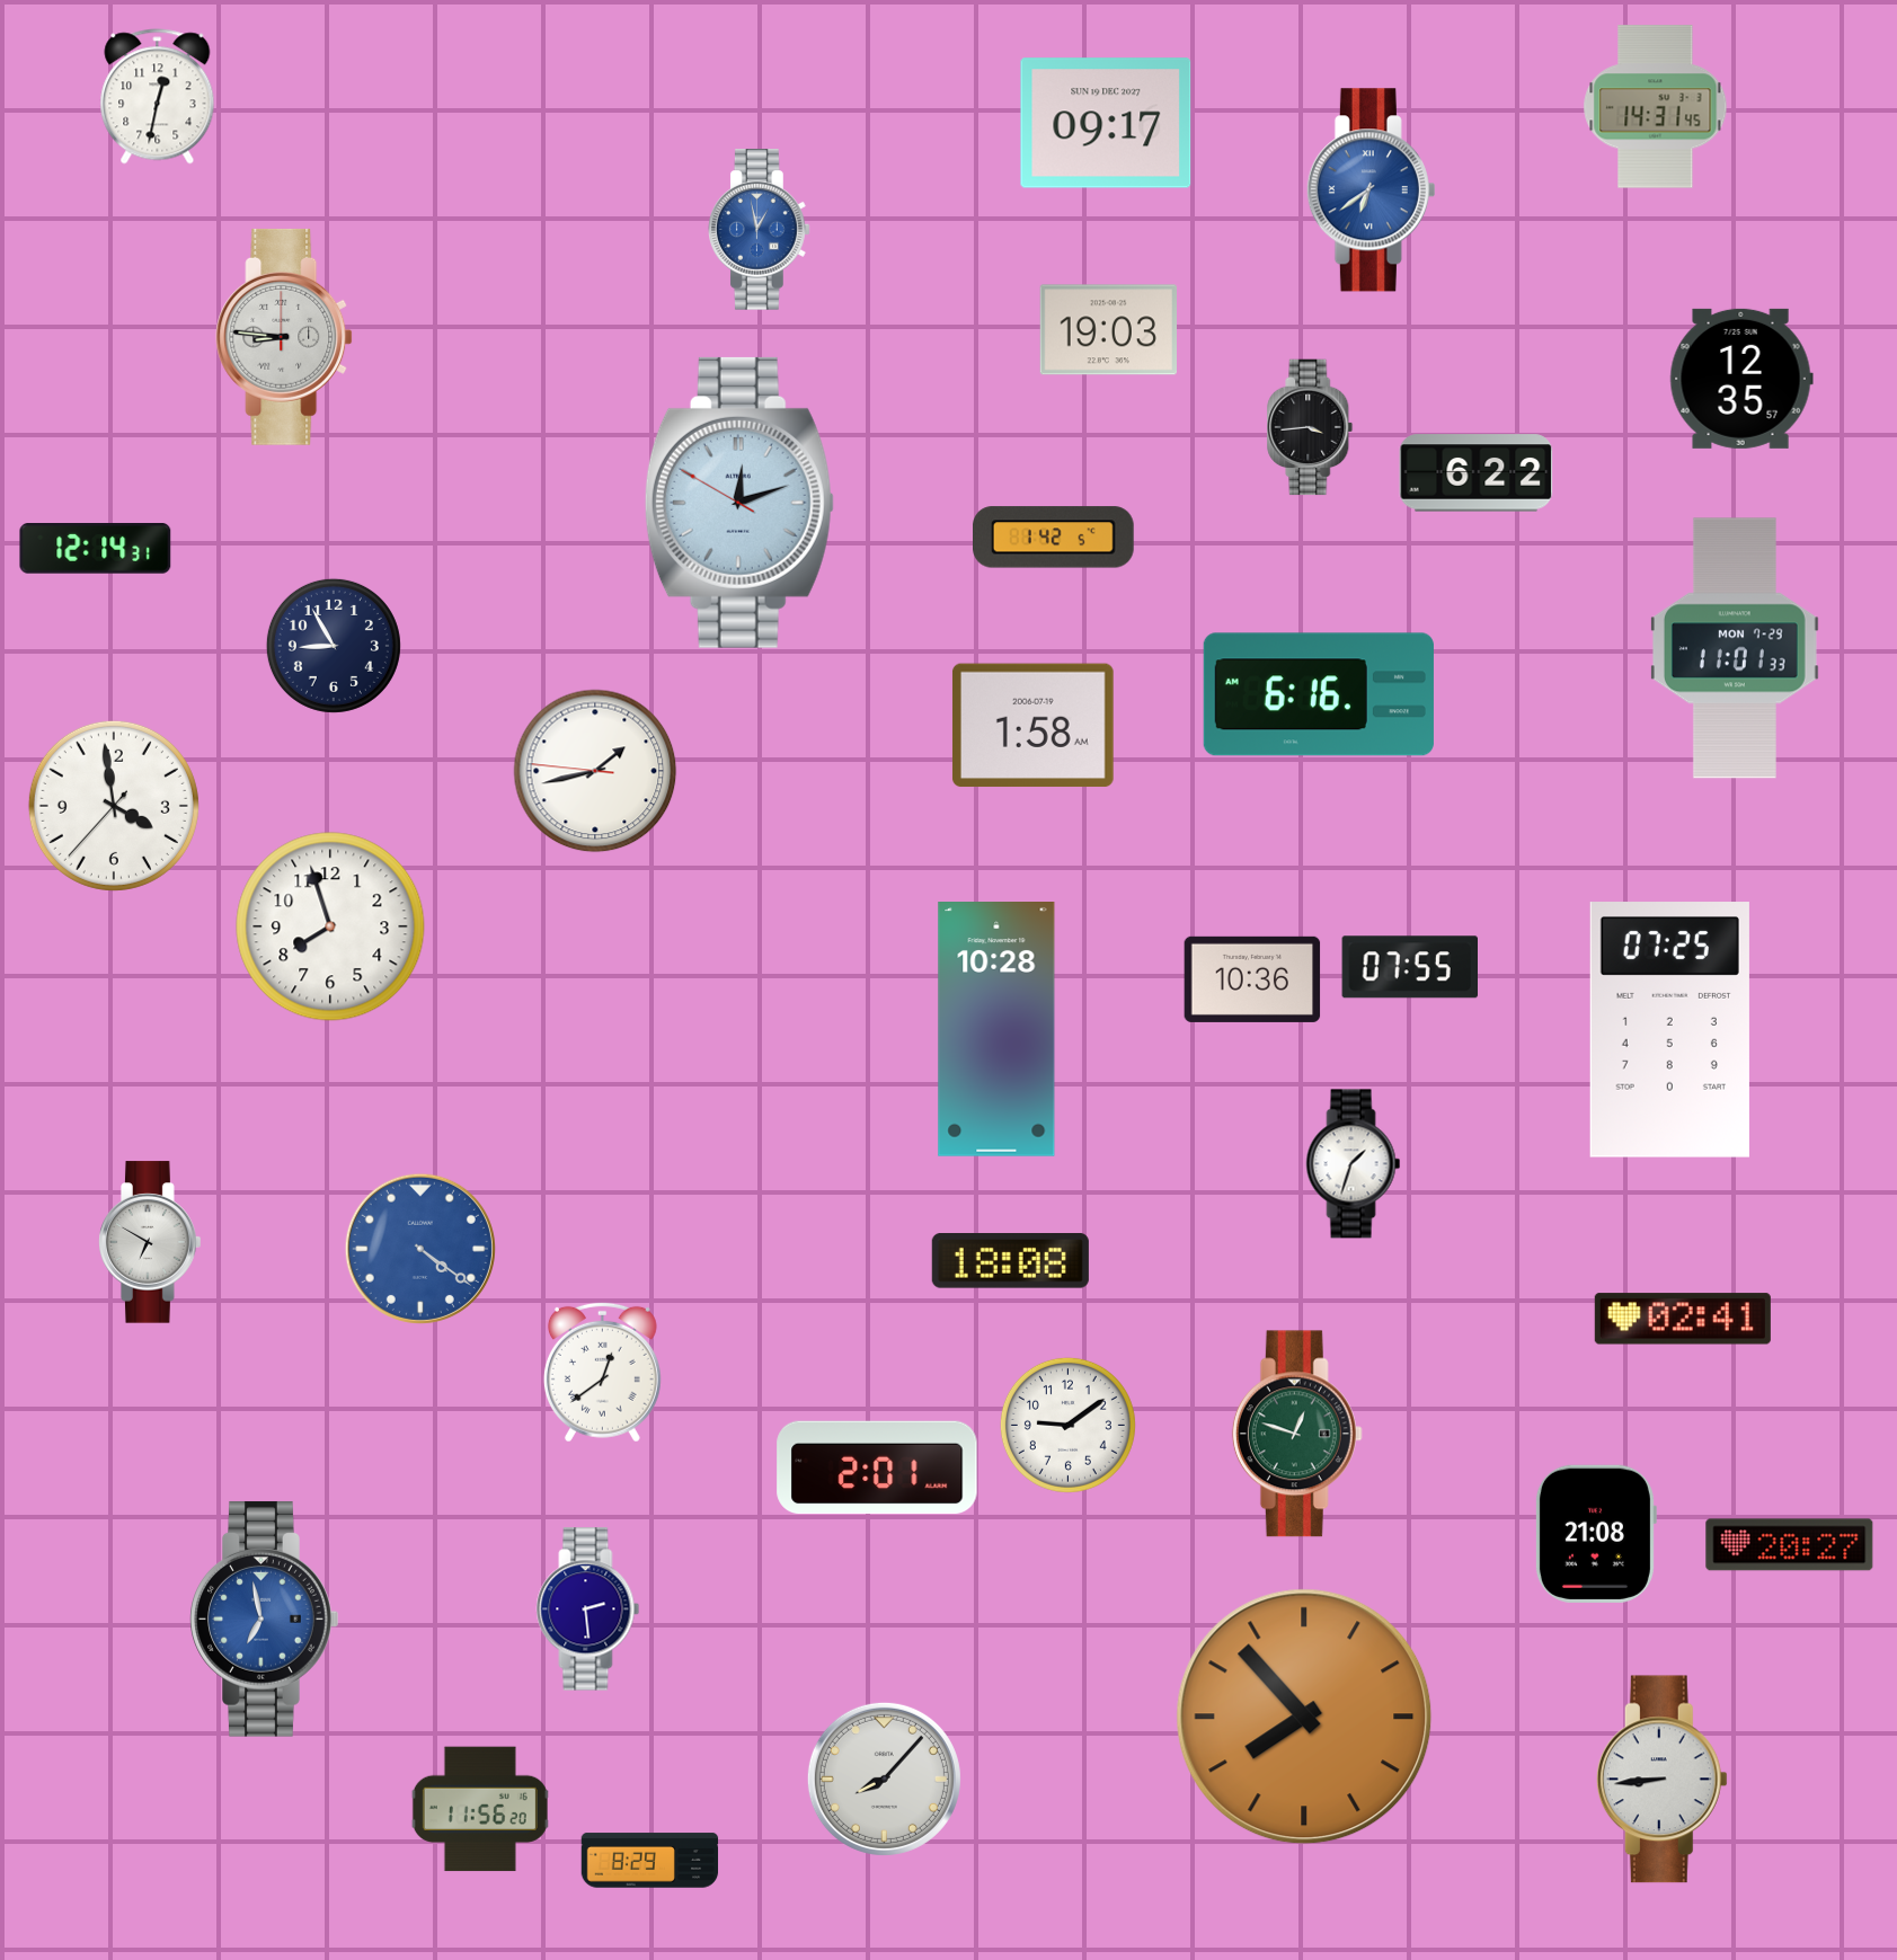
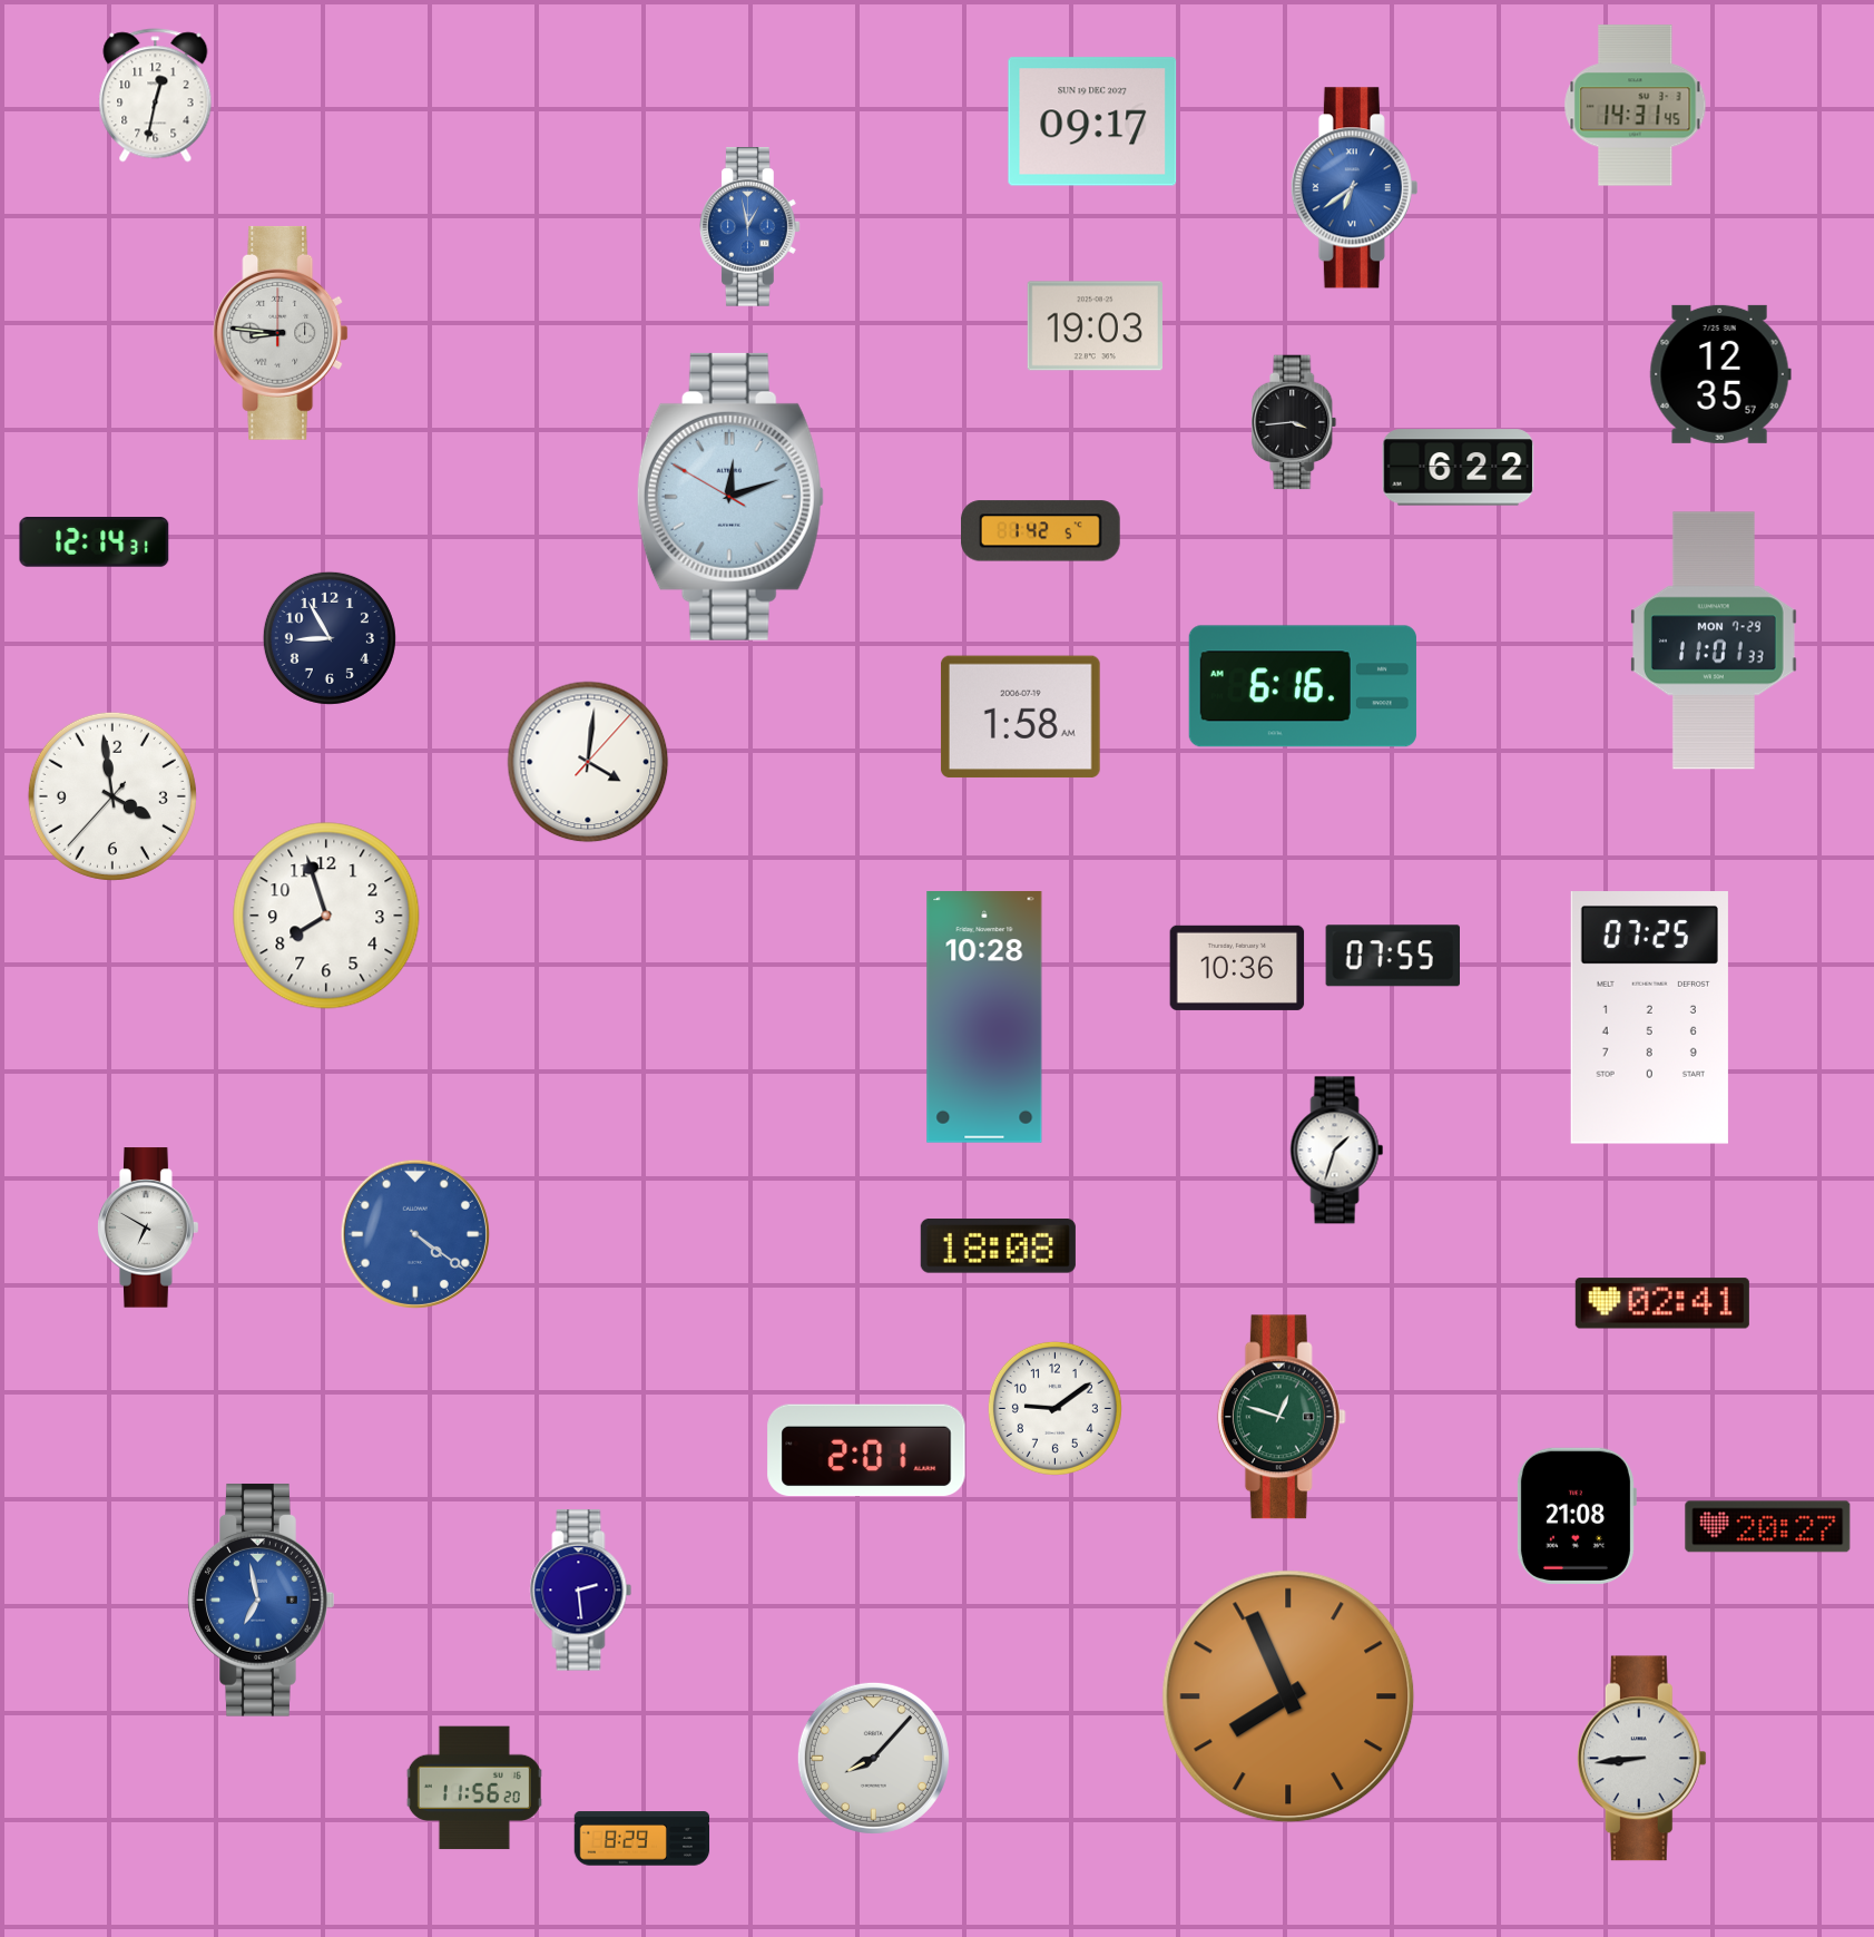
clock at (595, 771): 1:42 -> 4:01
clock at (602, 1372): 12:39 -> none
clock at (1304, 1717): 7:53 -> 7:56
